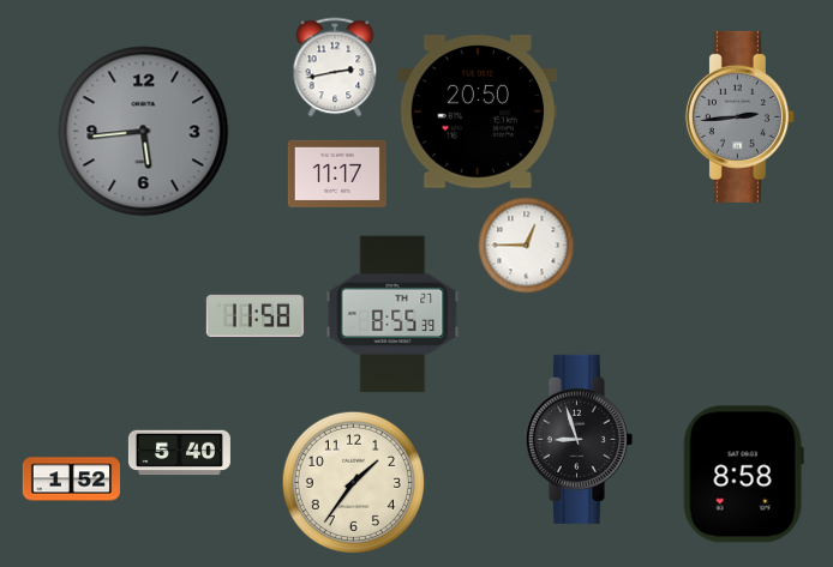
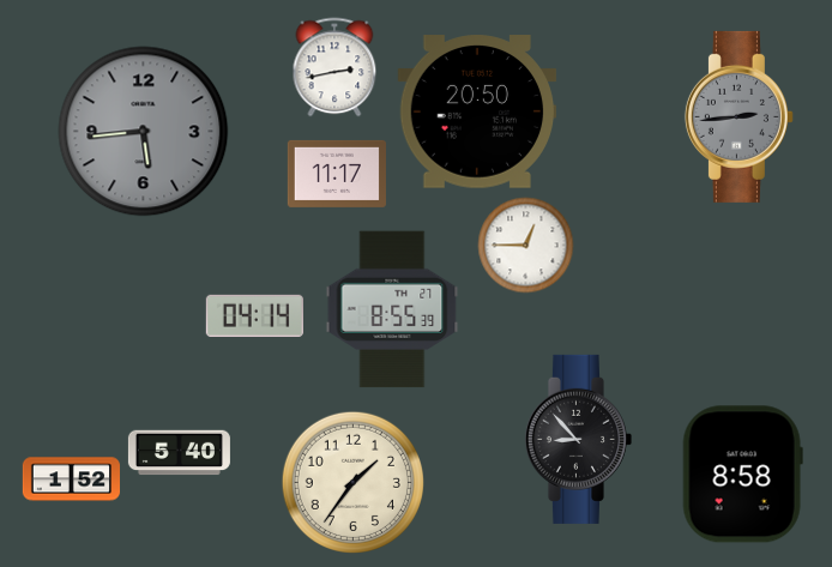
clock at (392, 314) position: (392, 314) -> (392, 309)
clock at (254, 315): 11:58 -> 04:14
clock at (579, 439): 8:57 -> 8:53
